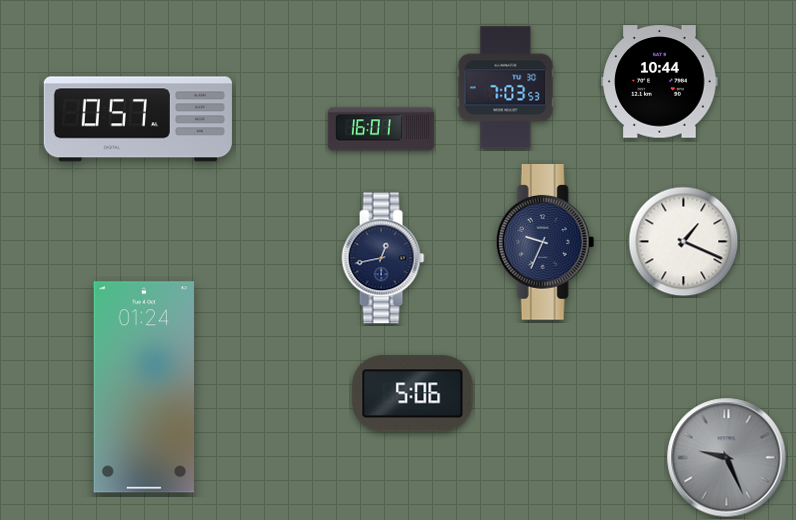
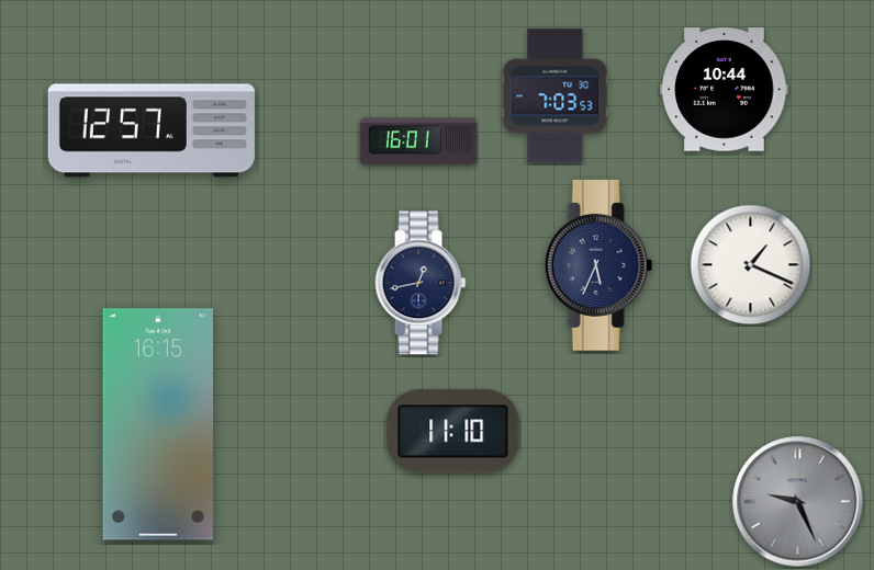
clock at (138, 119): 0:57 -> 12:57
clock at (545, 243): 9:34 -> 5:34
clock at (144, 387): 01:24 -> 16:15
clock at (413, 394): 5:06 -> 11:10
